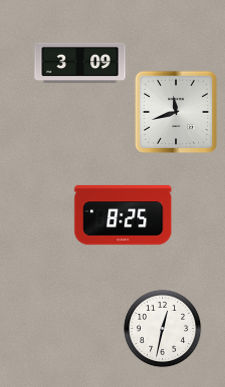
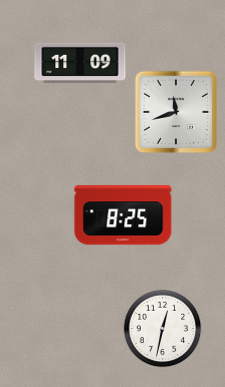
clock at (80, 63): 3:09 -> 11:09
